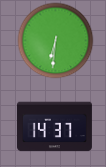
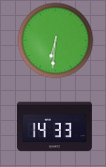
clock at (54, 127): 14:37 -> 14:33
